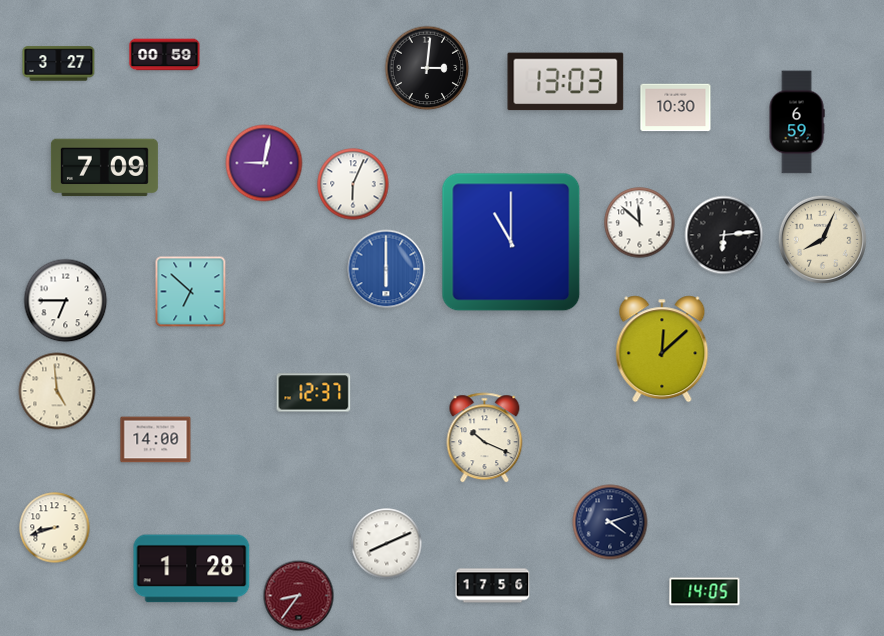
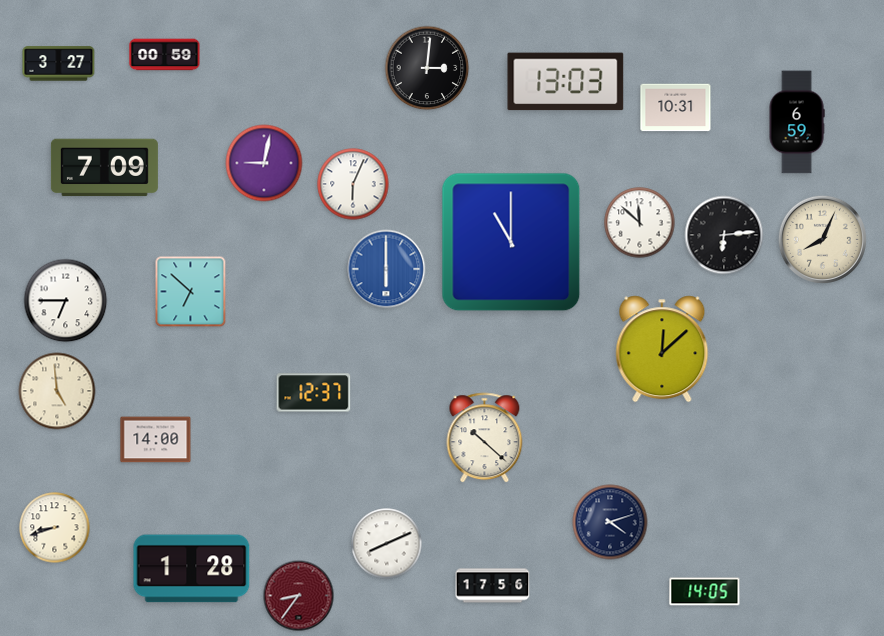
clock at (676, 108): 10:30 -> 10:31
clock at (485, 438): 10:19 -> 10:22
